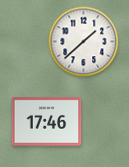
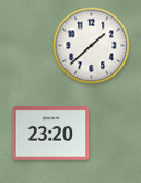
clock at (47, 122): 17:46 -> 23:20
